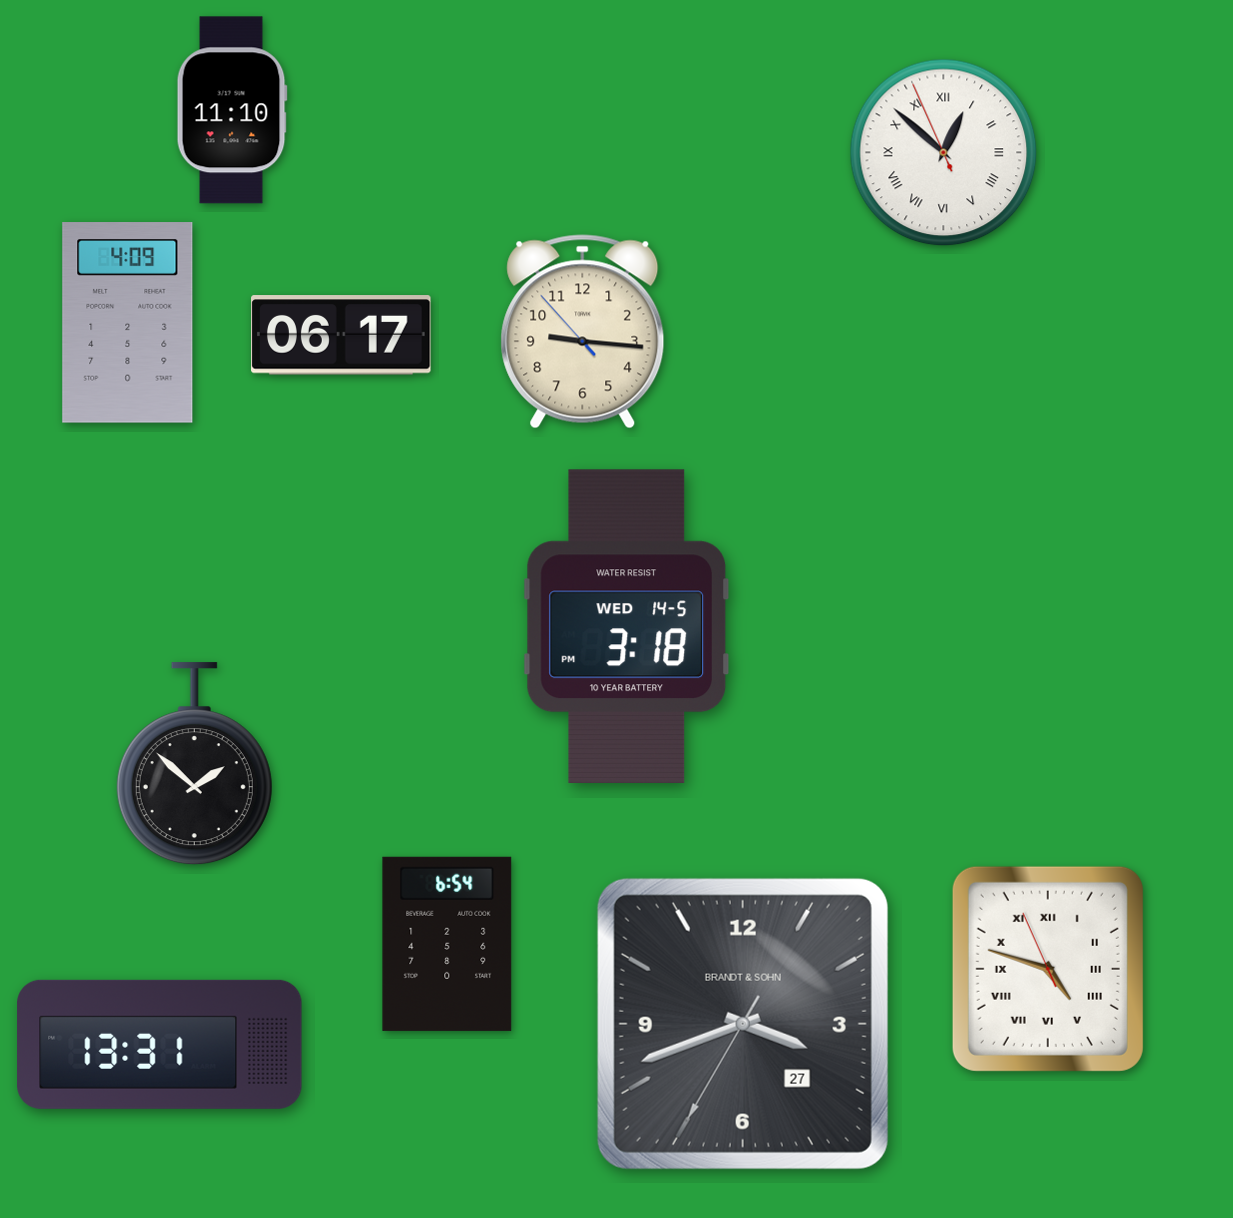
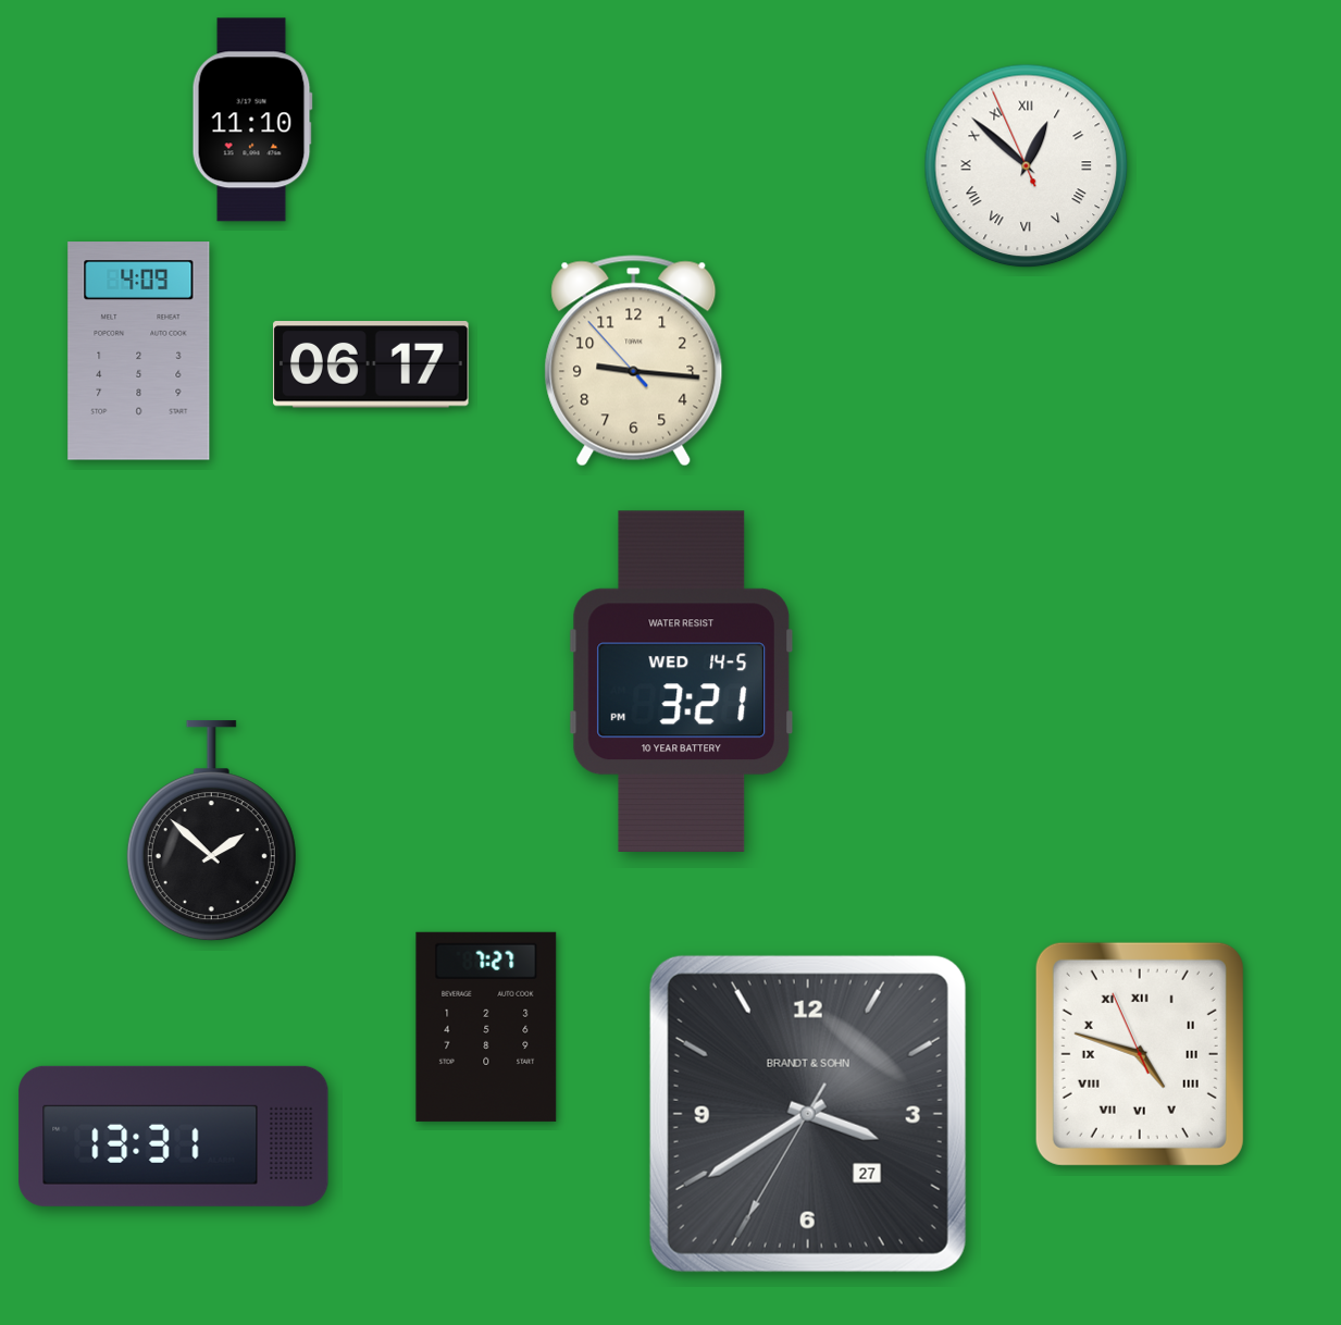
clock at (626, 626): 3:18 -> 3:21
clock at (447, 944): 6:54 -> 7:27
clock at (743, 1024): 3:41 -> 3:39
